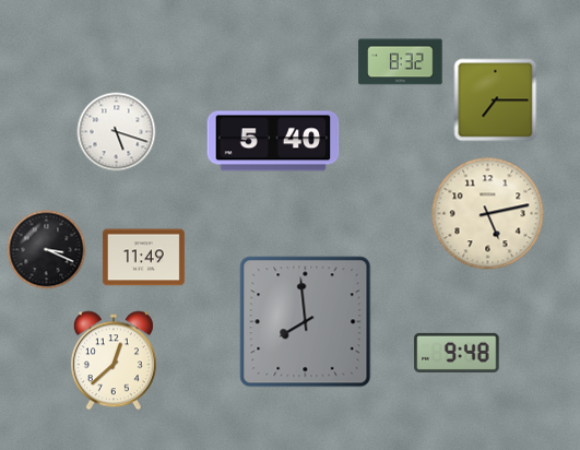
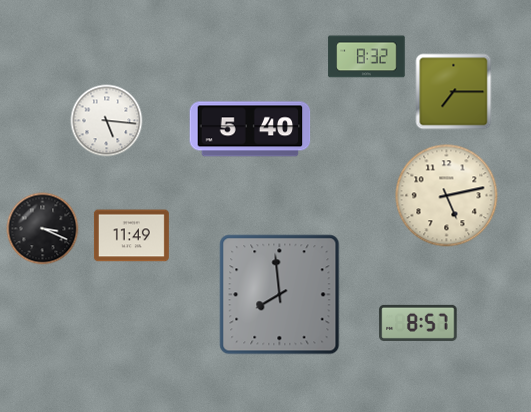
clock at (117, 132): 5:18 -> 5:16
clock at (457, 353): 9:48 -> 8:57
clock at (114, 360): 12:38 -> none
